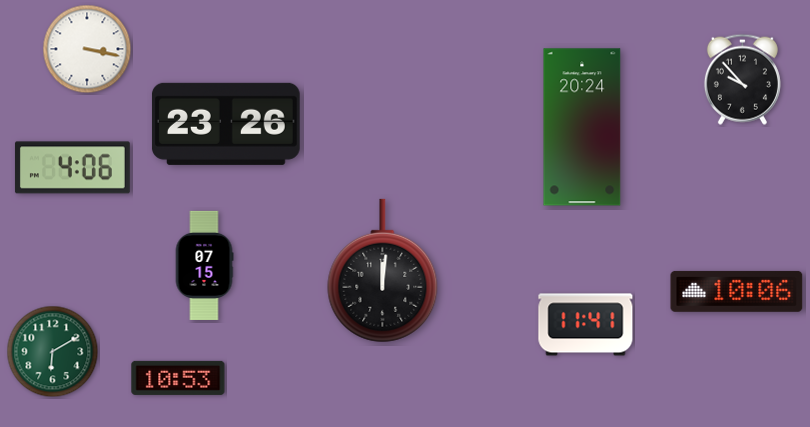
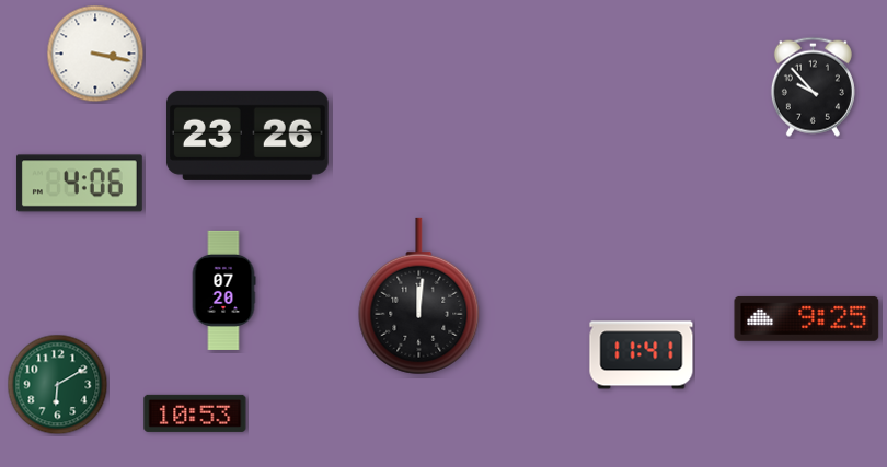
clock at (582, 127): 20:24 -> none
clock at (204, 265): 07:15 -> 07:20
clock at (737, 291): 10:06 -> 9:25
